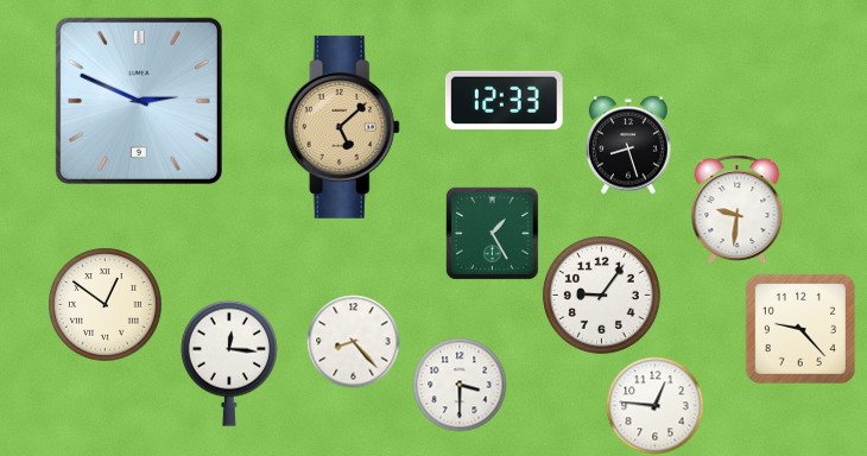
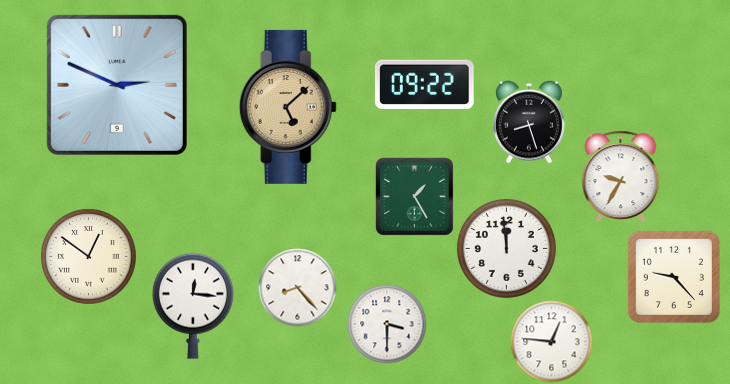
clock at (504, 101): 12:33 -> 09:22
clock at (738, 209): 9:31 -> 9:35
clock at (601, 294): 9:06 -> 11:59
